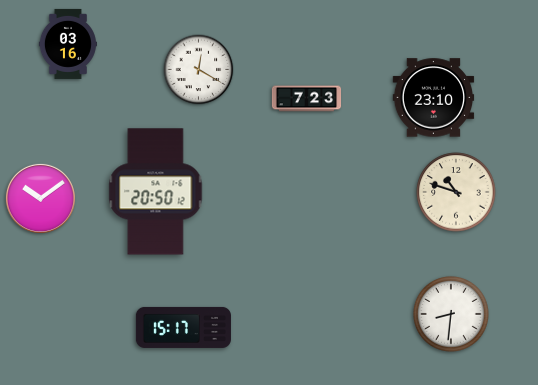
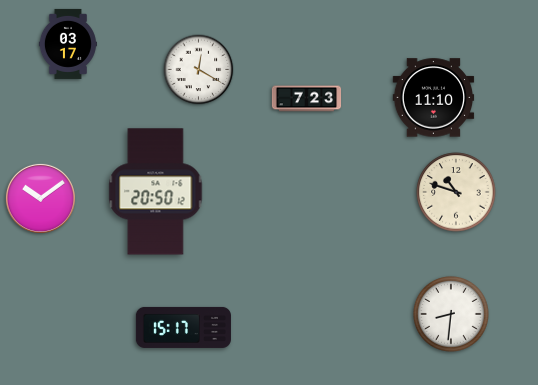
clock at (68, 44): 03:16 -> 03:17
clock at (434, 98): 23:10 -> 11:10
